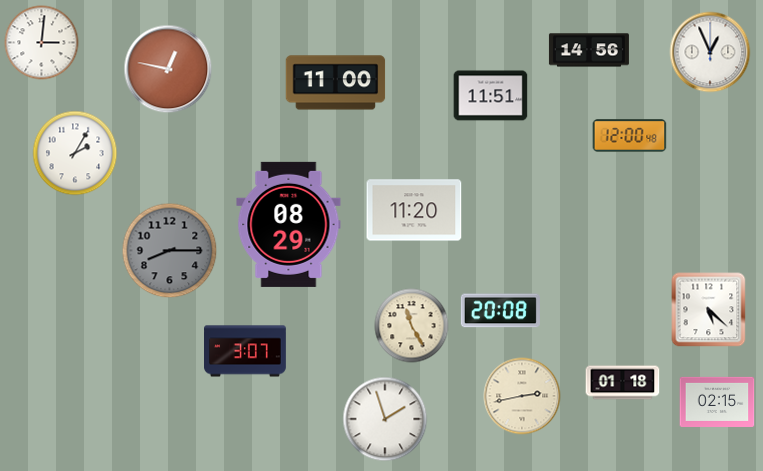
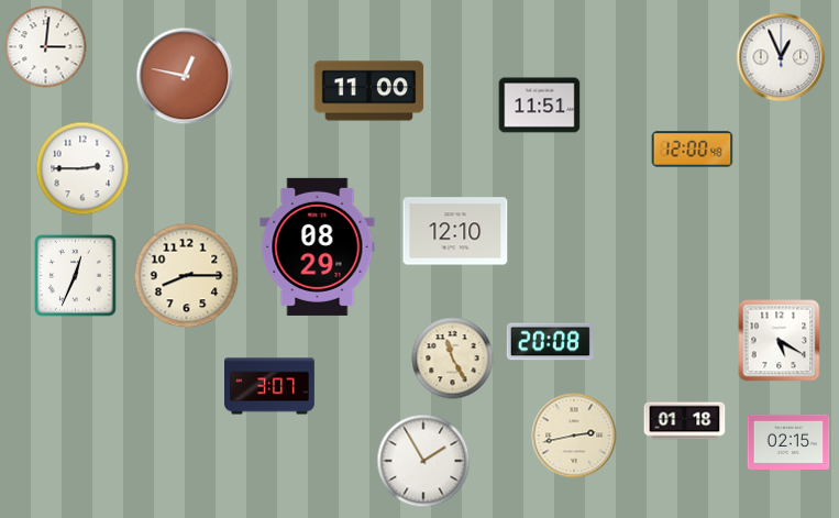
clock at (589, 50): 14:56 -> none
clock at (75, 153): 2:05 -> 2:45
clock at (414, 210): 11:20 -> 12:10
clock at (76, 276): none -> 12:34
clock at (170, 251) dial: grey -> cream
clock at (709, 310): 5:22 -> 5:20
clock at (385, 419): 1:57 -> 1:55
